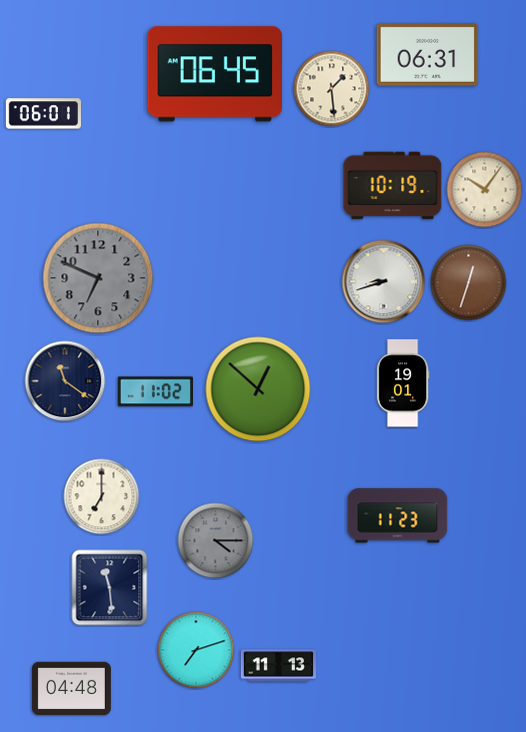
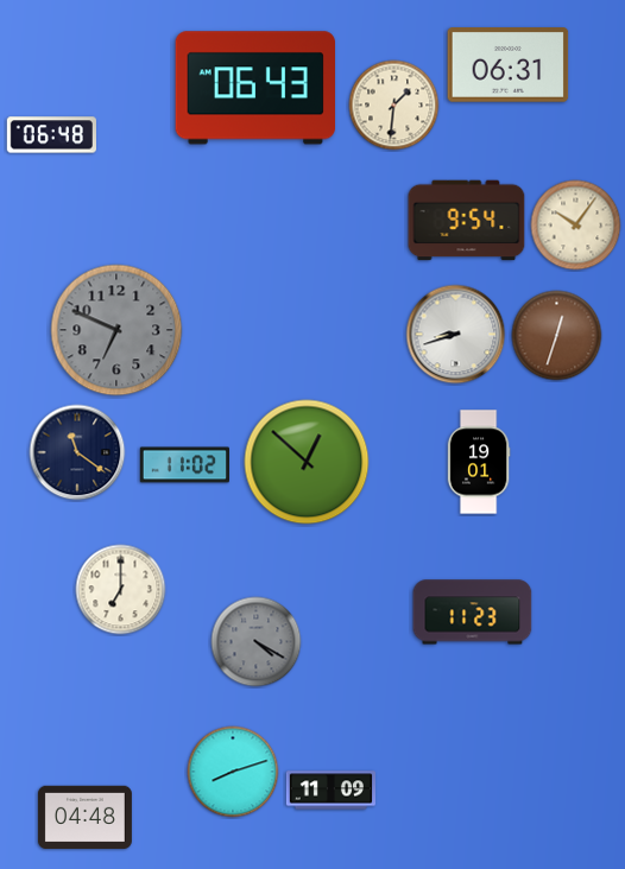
clock at (214, 74): 06:45 -> 06:43
clock at (332, 89): 1:29 -> 1:31
clock at (43, 114): 06:01 -> 06:48
clock at (393, 186): 10:19 -> 9:54
clock at (403, 383) position: (403, 383) -> (479, 462)
clock at (216, 541): 4:15 -> 4:20
clock at (110, 588): 11:29 -> none
clock at (196, 650): 7:12 -> 8:12
clock at (278, 666): 11:13 -> 11:09
